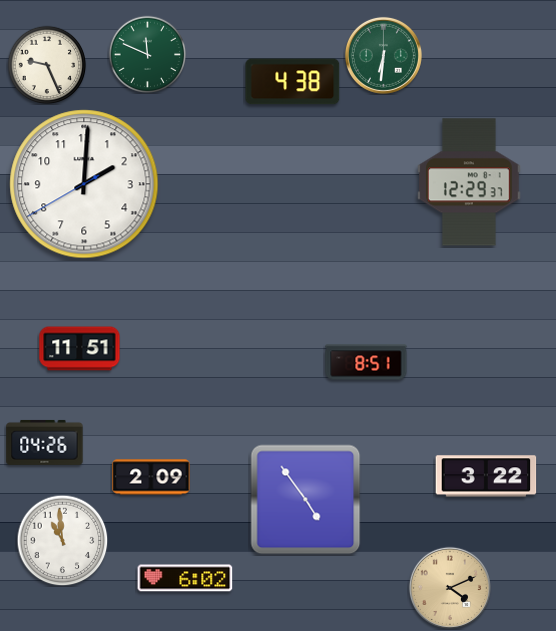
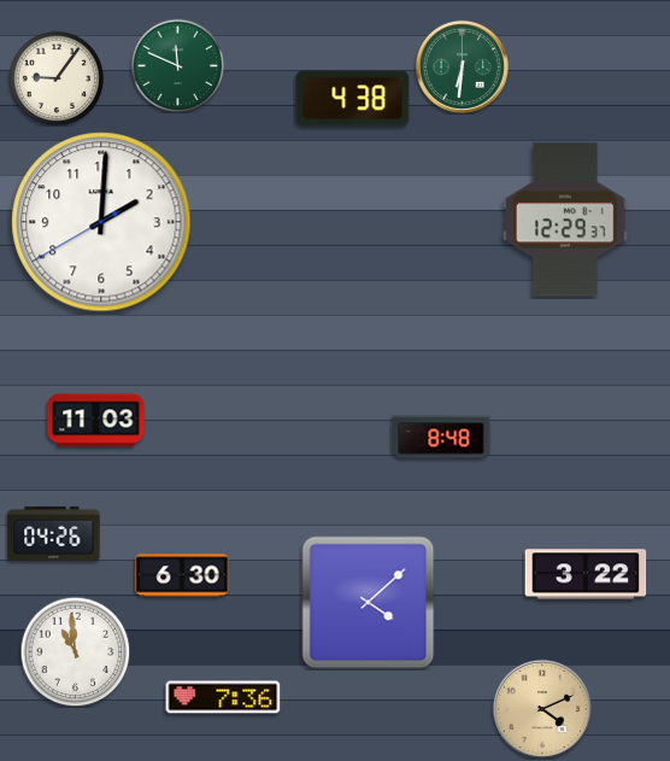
clock at (47, 65): 9:26 -> 9:06
clock at (80, 349): 11:51 -> 11:03
clock at (366, 362): 8:51 -> 8:48
clock at (151, 477): 2:09 -> 6:30
clock at (306, 500): 4:54 -> 4:08
clock at (185, 578): 6:02 -> 7:36
